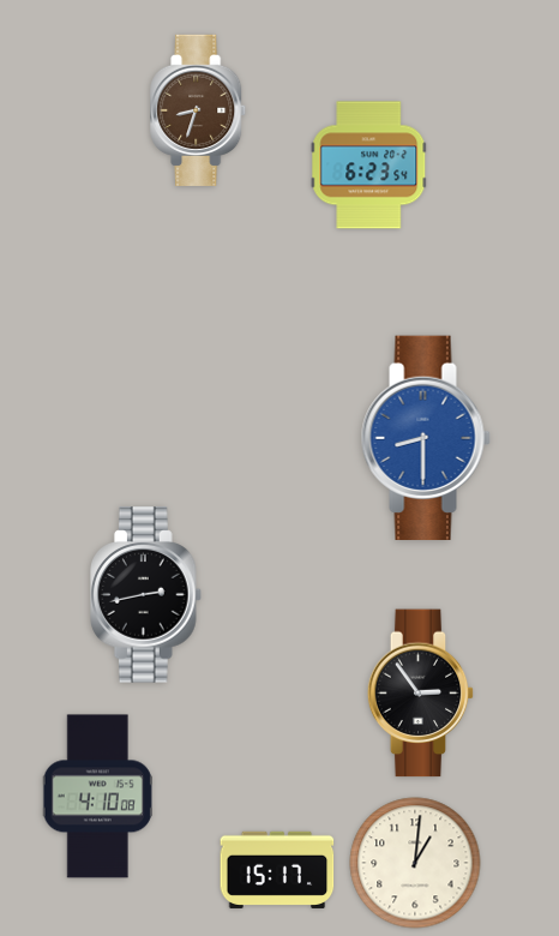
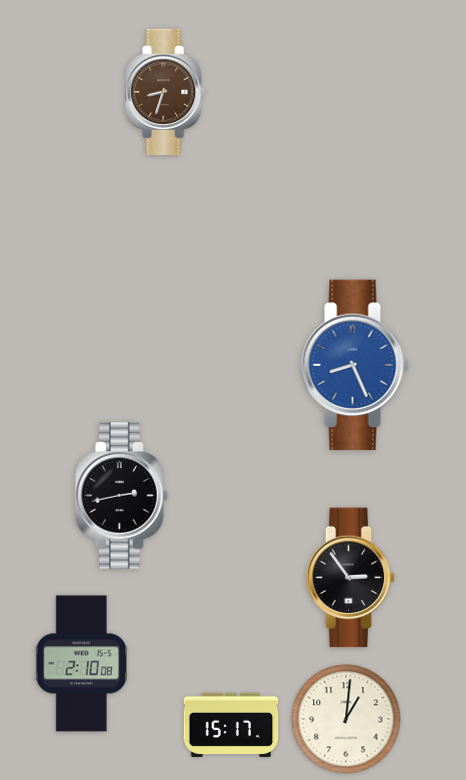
clock at (369, 166): 6:23 -> none
clock at (426, 437): 8:30 -> 8:26
clock at (97, 797): 4:10 -> 2:10
